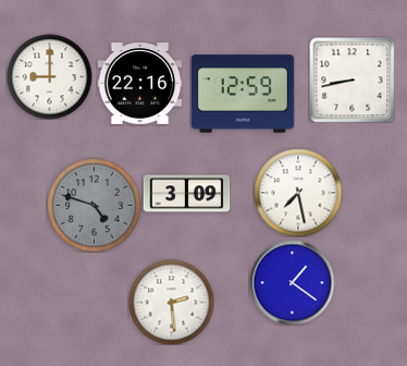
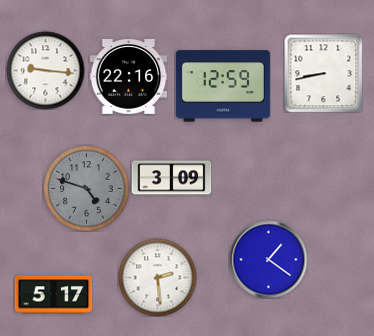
clock at (49, 76): 9:00 -> 9:16
clock at (298, 193): 7:28 -> none
clock at (53, 295): none -> 5:17
